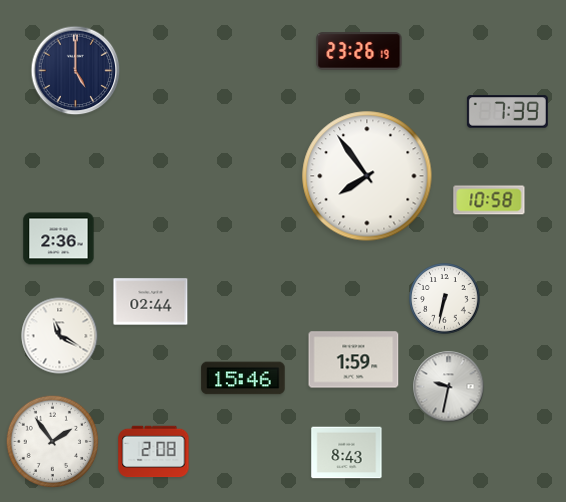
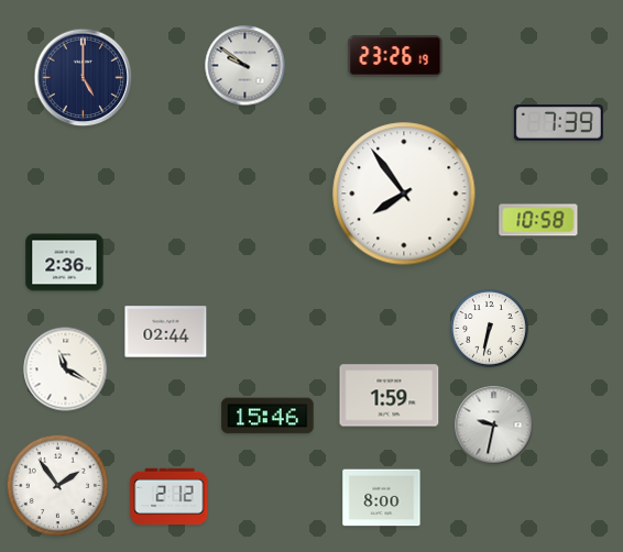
clock at (245, 66): none -> 9:51
clock at (154, 452): 2:08 -> 2:12
clock at (347, 453): 8:43 -> 8:00
